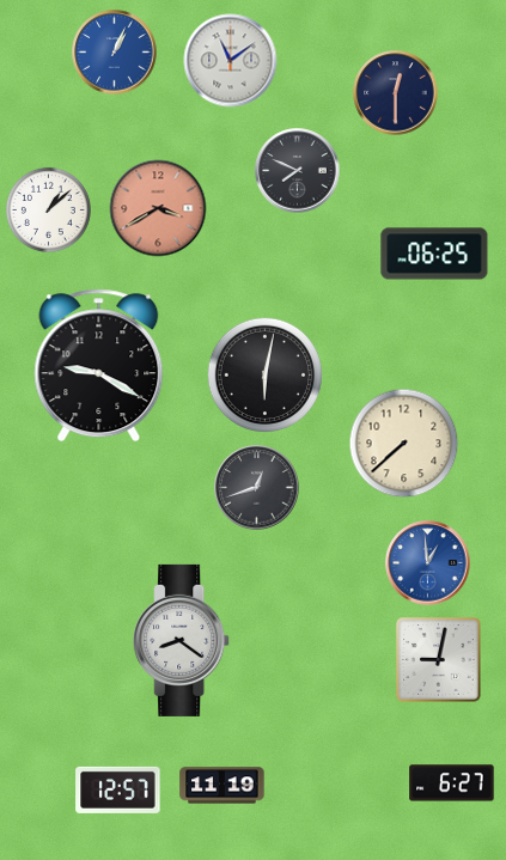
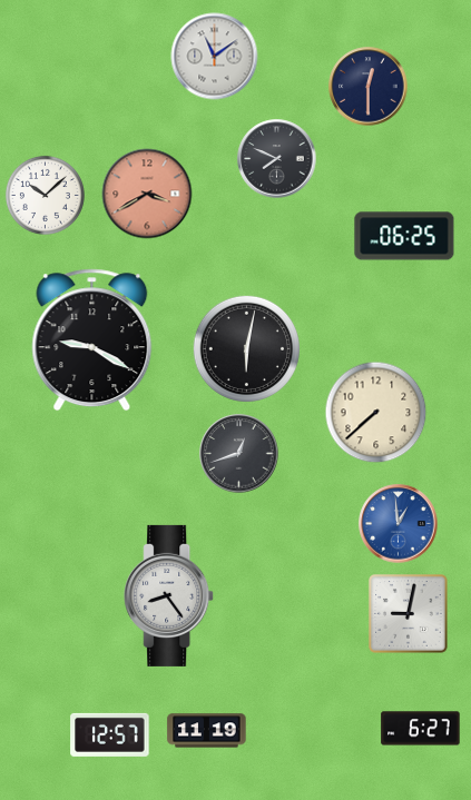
clock at (115, 53): 1:04 -> none
clock at (48, 209): 1:08 -> 10:08
clock at (182, 640): 8:21 -> 8:24
